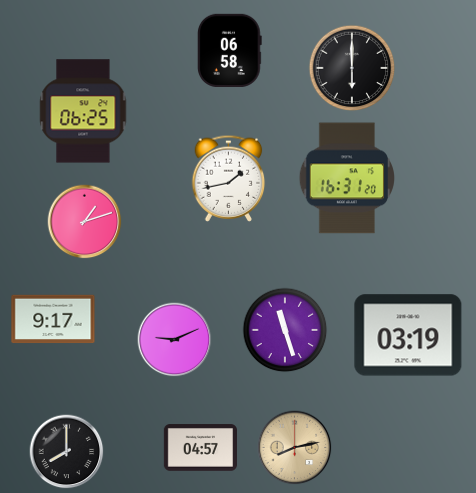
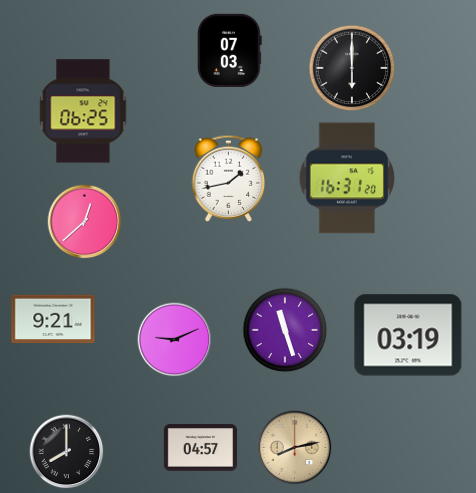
clock at (229, 50): 06:58 -> 07:03
clock at (85, 222): 1:12 -> 12:38
clock at (53, 319): 9:17 -> 9:21
